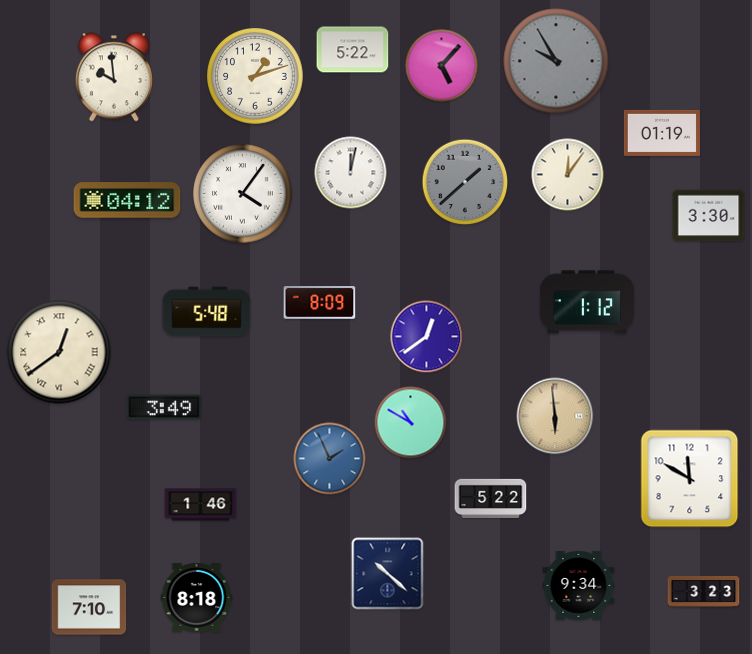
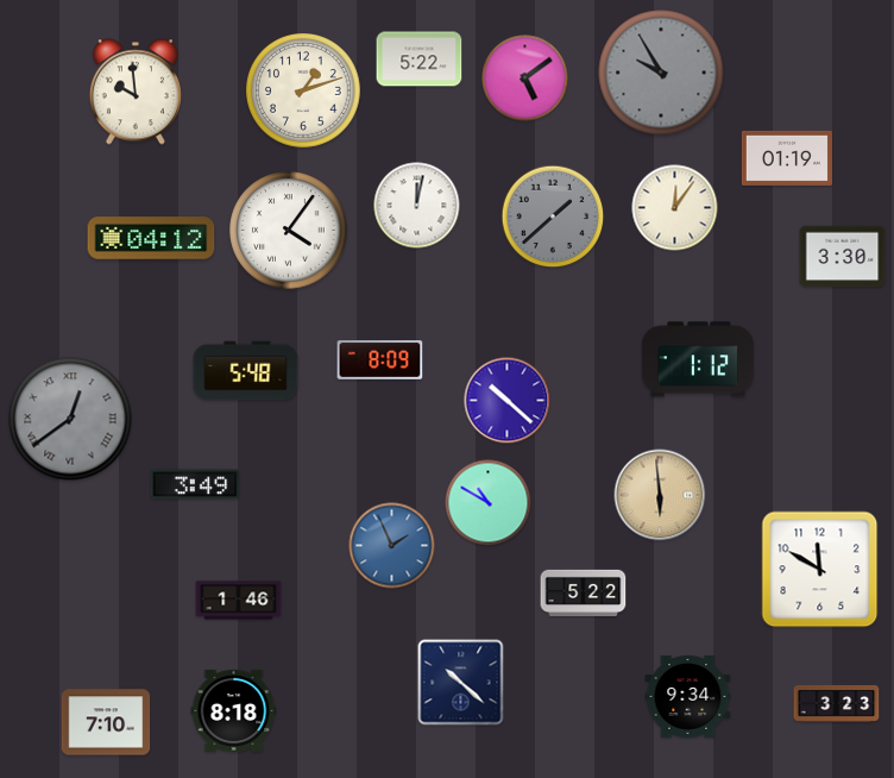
clock at (442, 66): 5:07 -> 5:09
clock at (427, 337): 12:39 -> 10:22
clock at (59, 352) dial: cream -> grey
